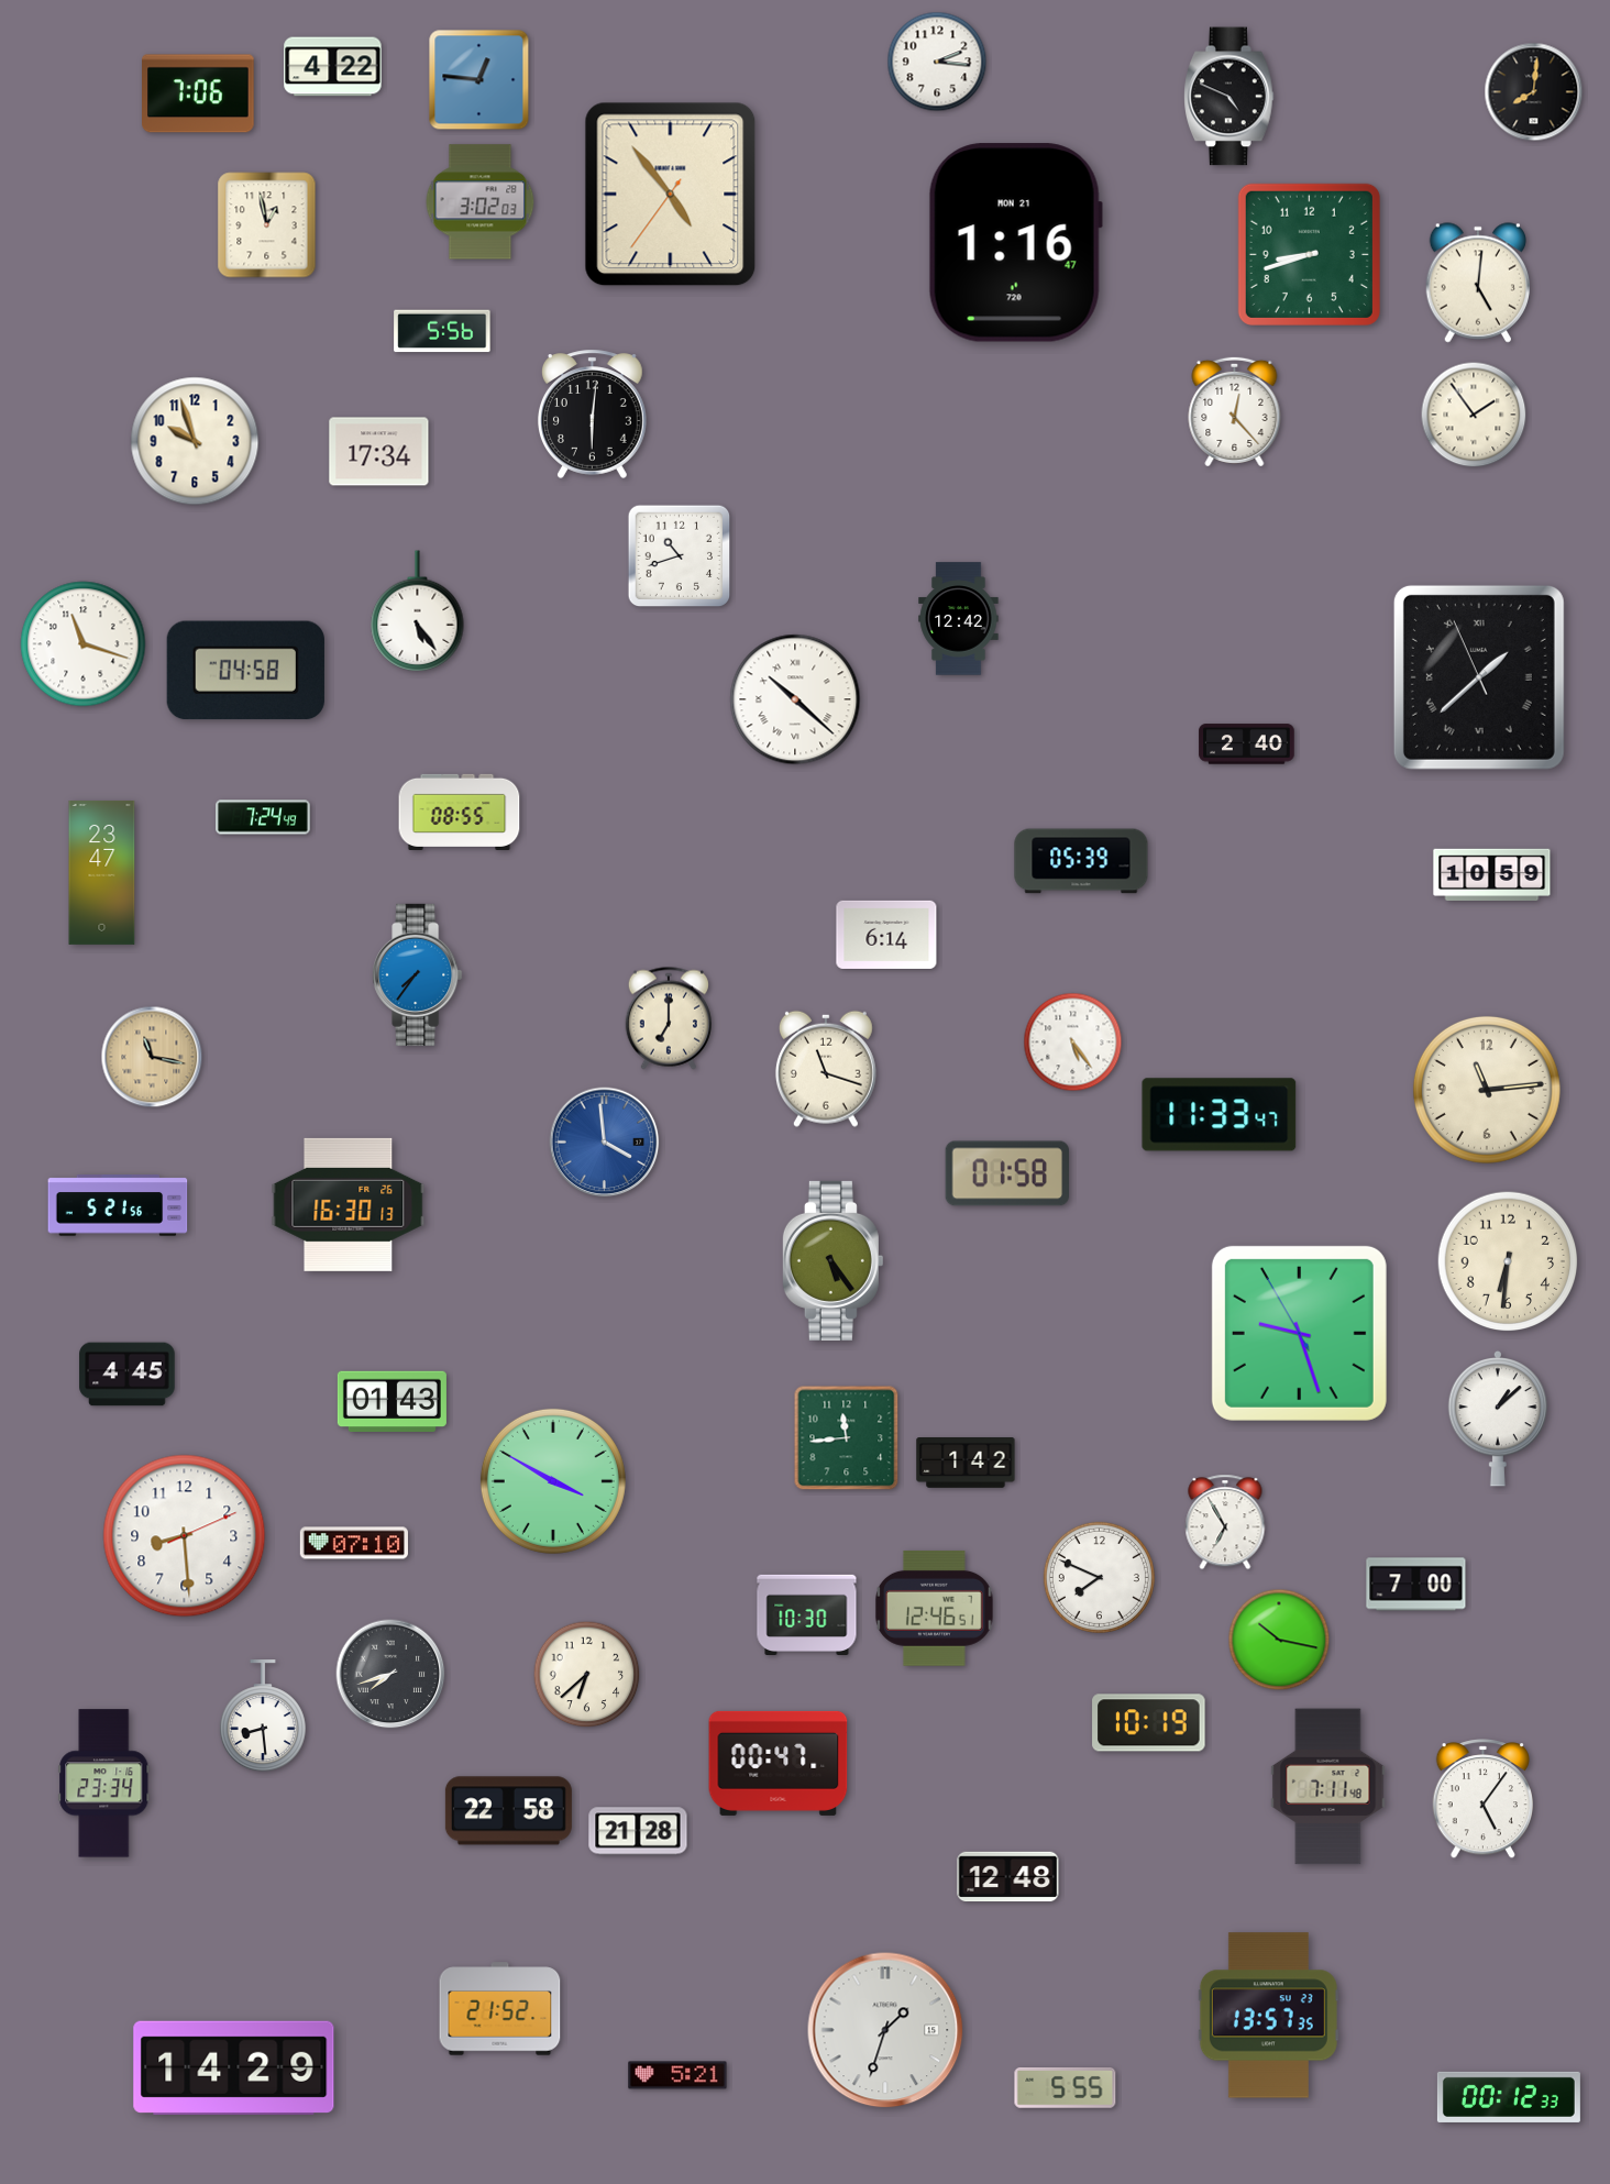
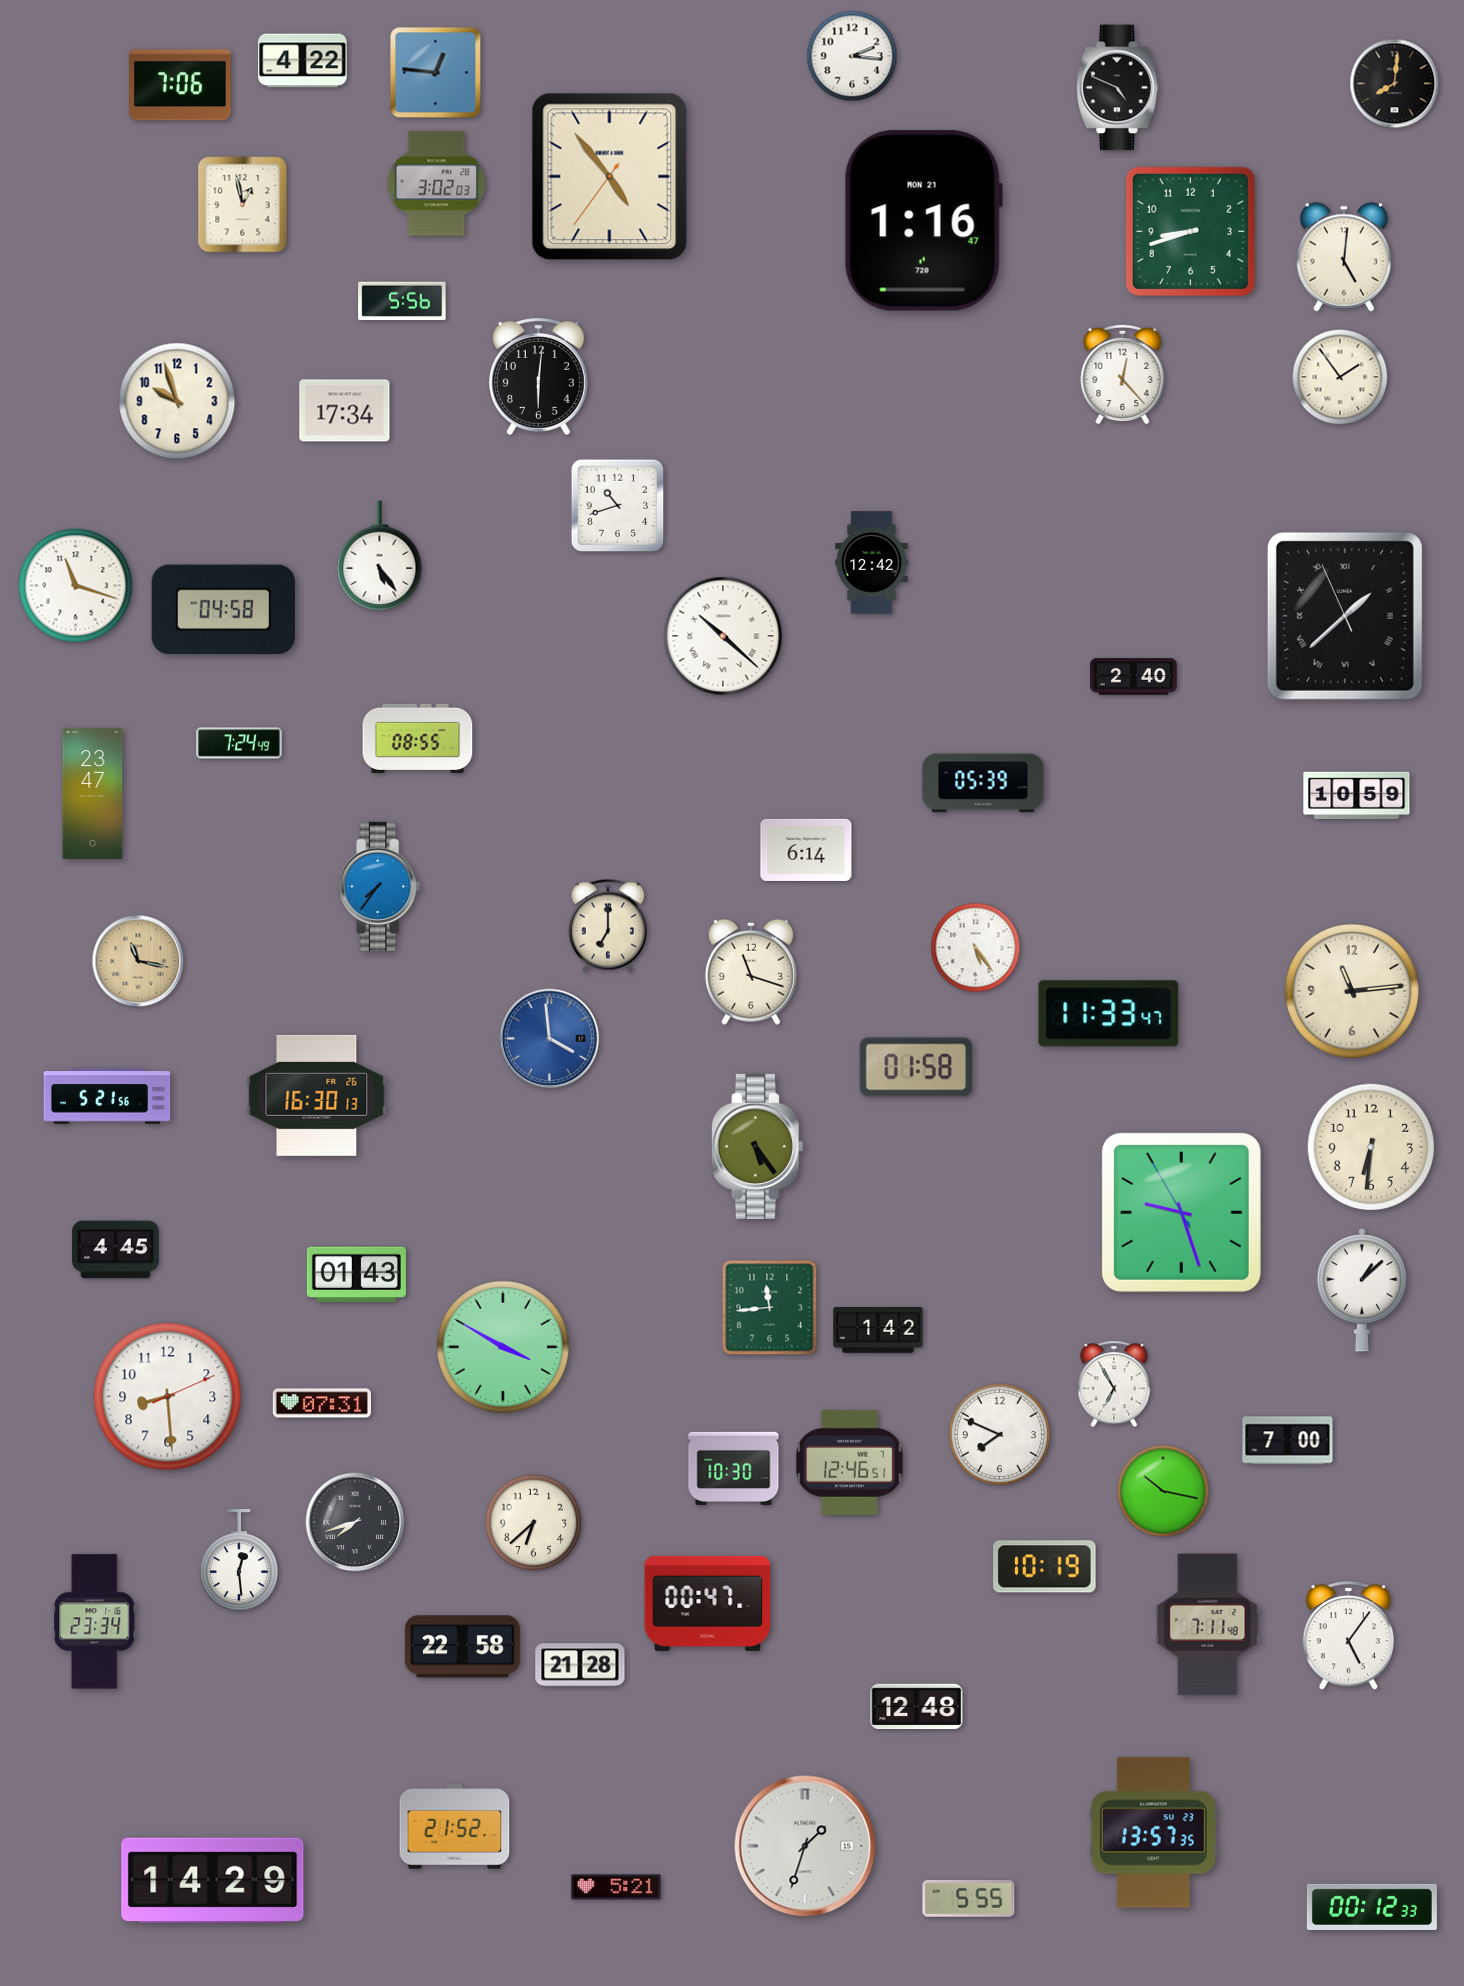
clock at (354, 1543): 07:10 -> 07:31
clock at (263, 1717): 8:29 -> 12:29
